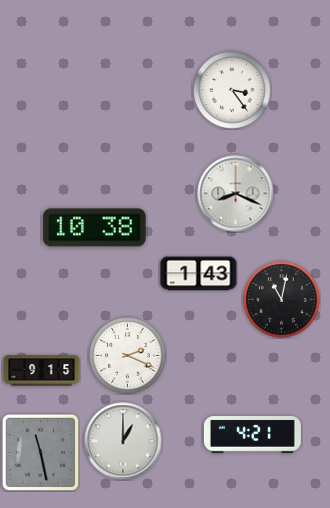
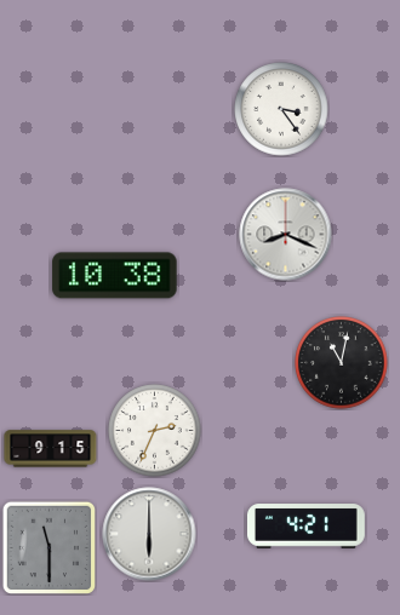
clock at (199, 274): 1:43 -> none
clock at (128, 356): 2:19 -> 2:34
clock at (123, 441): 1:00 -> 6:00
clock at (40, 452): 11:28 -> 11:30
